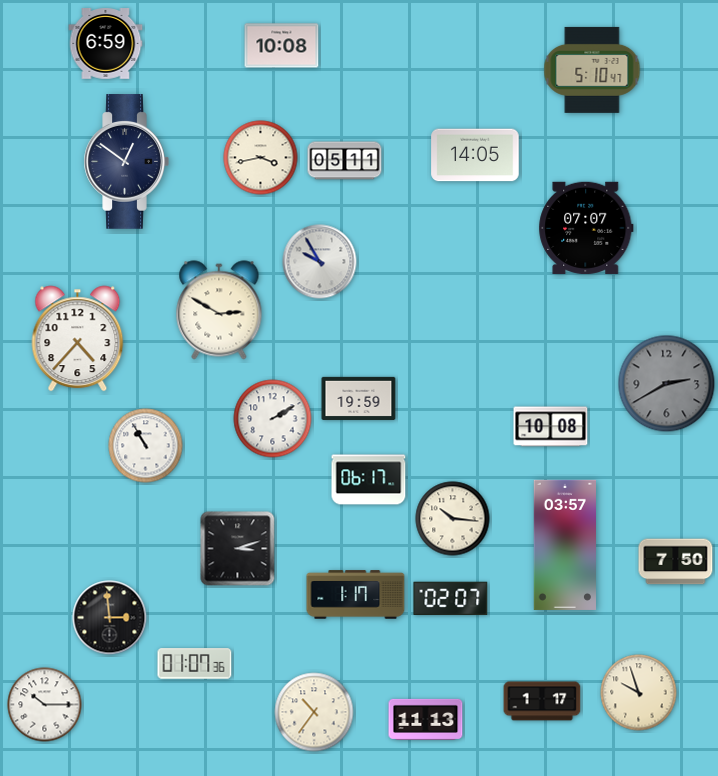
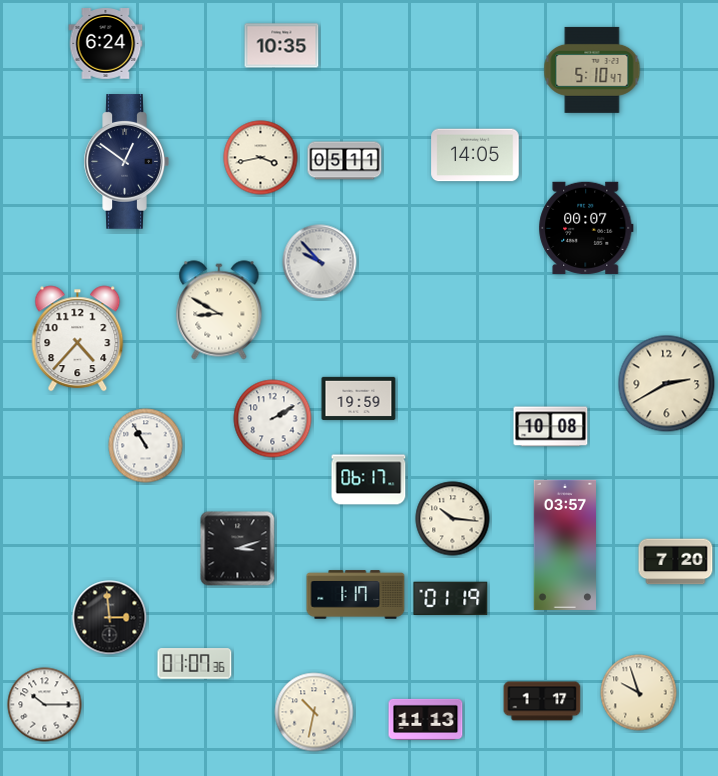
clock at (106, 44): 6:59 -> 6:24
clock at (282, 46): 10:08 -> 10:35
clock at (586, 228): 07:07 -> 00:07
clock at (320, 262): 9:55 -> 9:53
clock at (219, 310): 2:50 -> 8:50
clock at (667, 384) dial: grey -> cream
clock at (676, 562): 7:50 -> 7:20
clock at (451, 598): 02:07 -> 01:19
clock at (314, 712): 10:36 -> 10:32
